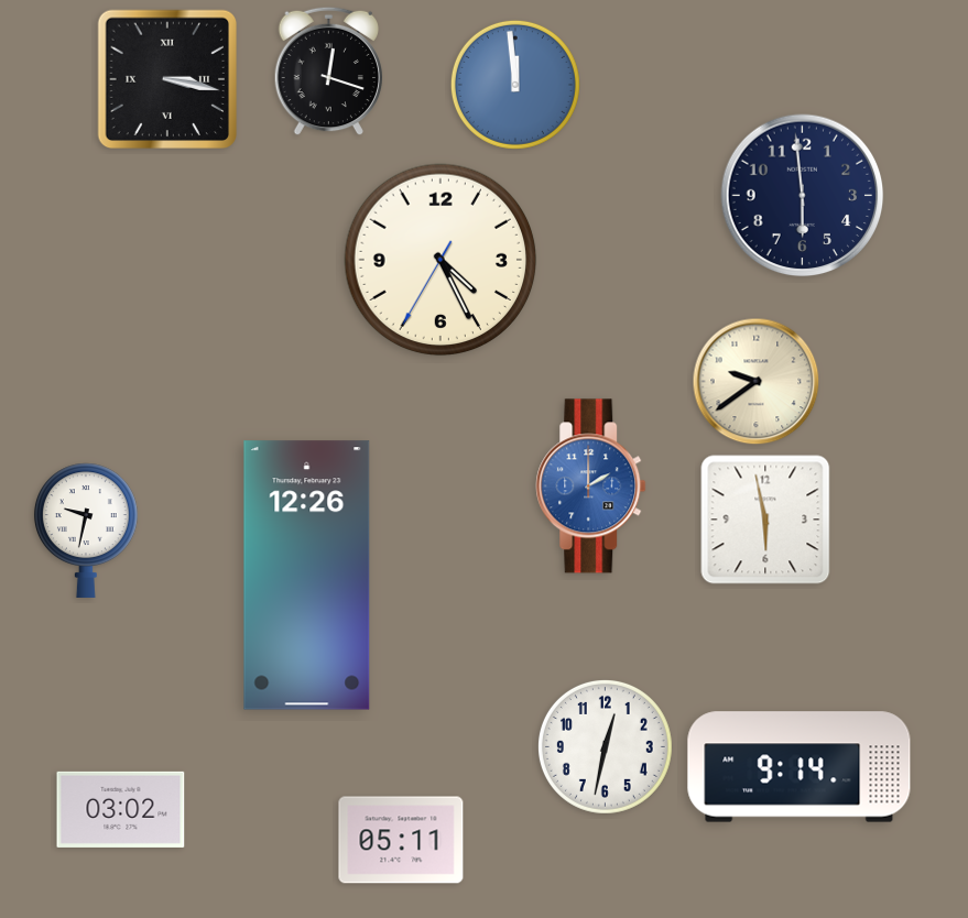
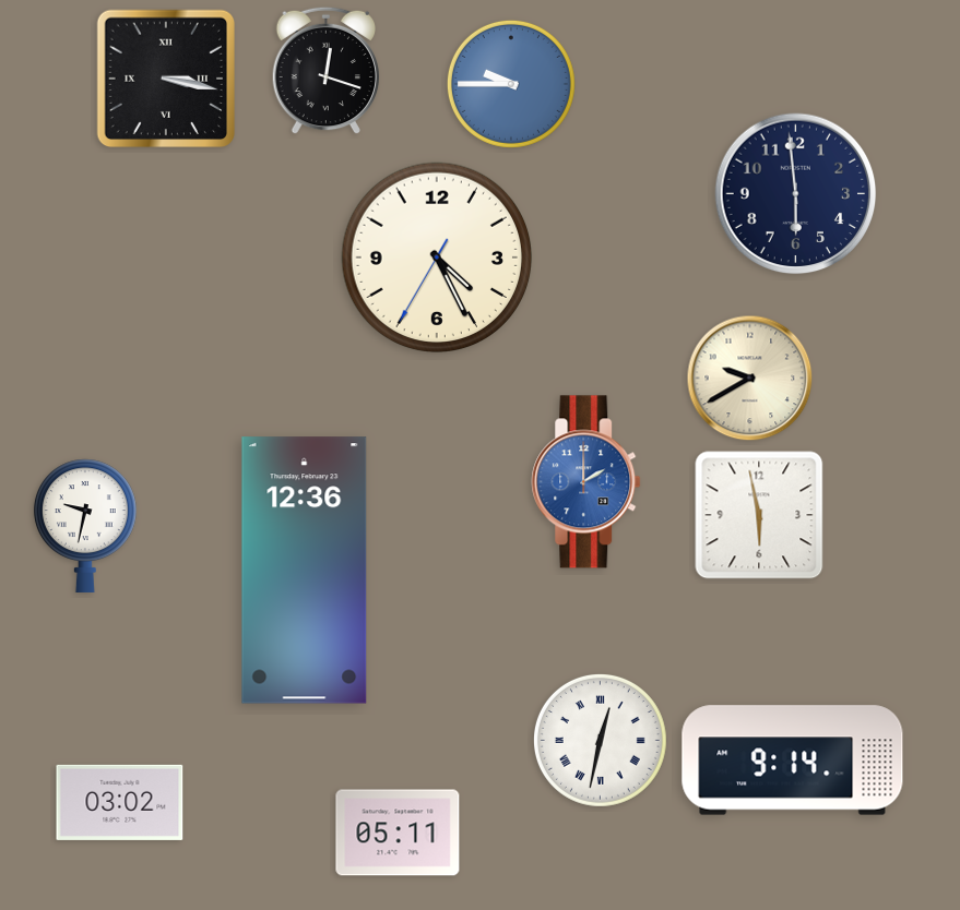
clock at (515, 85): 11:59 -> 9:45
clock at (757, 382): 9:39 -> 9:40
clock at (307, 576): 12:26 -> 12:36
clock at (605, 746) numerals: Arabic -> Roman
